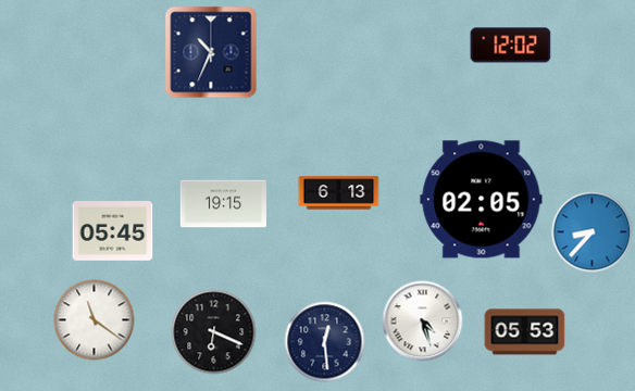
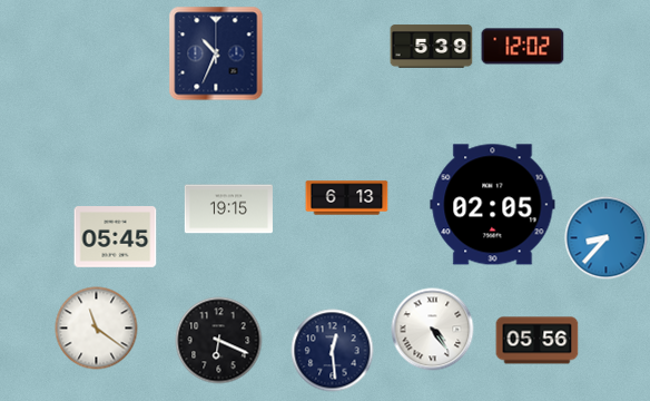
clock at (432, 47): none -> 5:39
clock at (423, 321): 4:27 -> 4:24
clock at (525, 332): 05:53 -> 05:56
